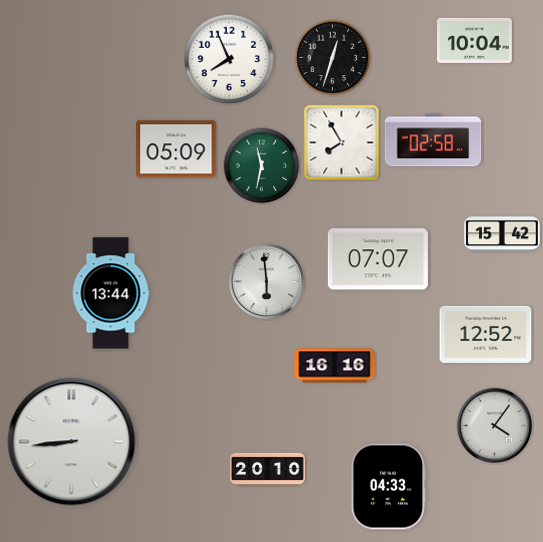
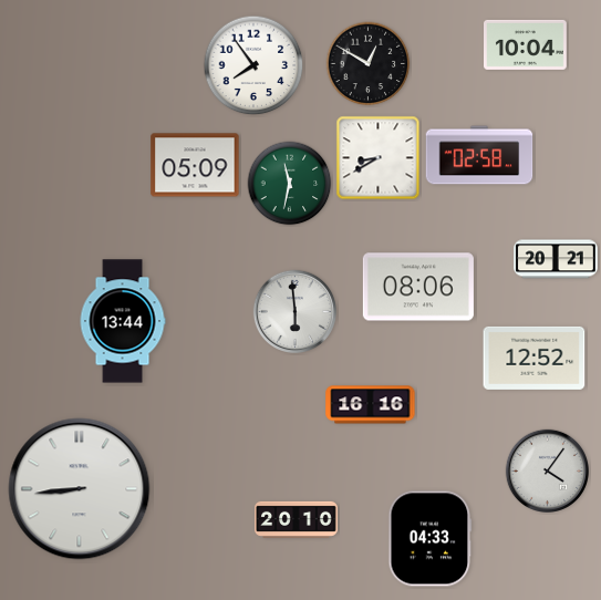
clock at (333, 58): 12:33 -> 12:50
clock at (229, 59): 7:56 -> 7:54
clock at (342, 143): 7:55 -> 8:40
clock at (502, 234): 15:42 -> 20:21
clock at (378, 259): 07:07 -> 08:06
clock at (111, 293) position: (111, 293) -> (123, 321)
clock at (486, 334) position: (486, 334) -> (535, 358)
